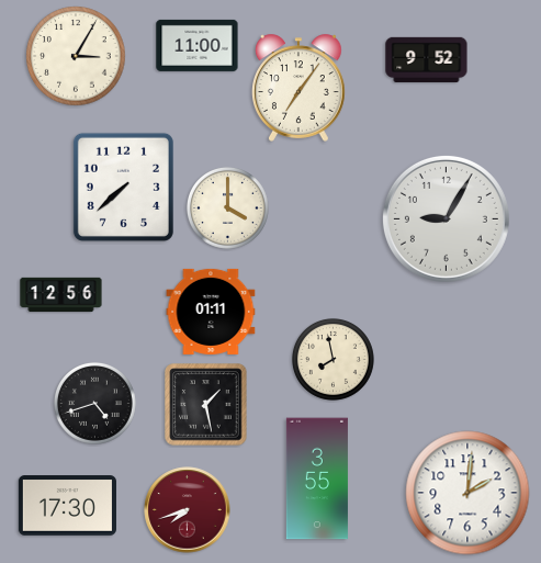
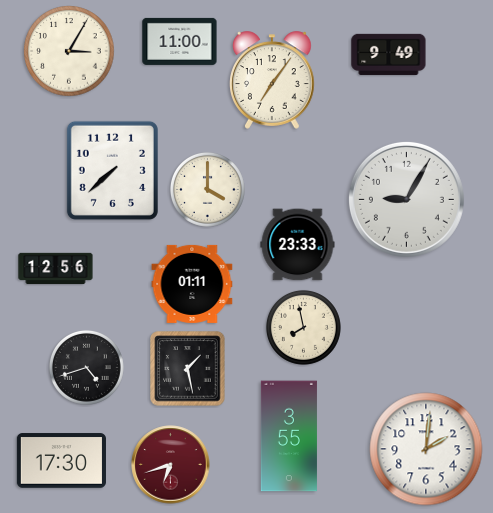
clock at (427, 59): 9:52 -> 9:49
clock at (298, 245): none -> 23:33
clock at (188, 510): 7:42 -> 6:42
